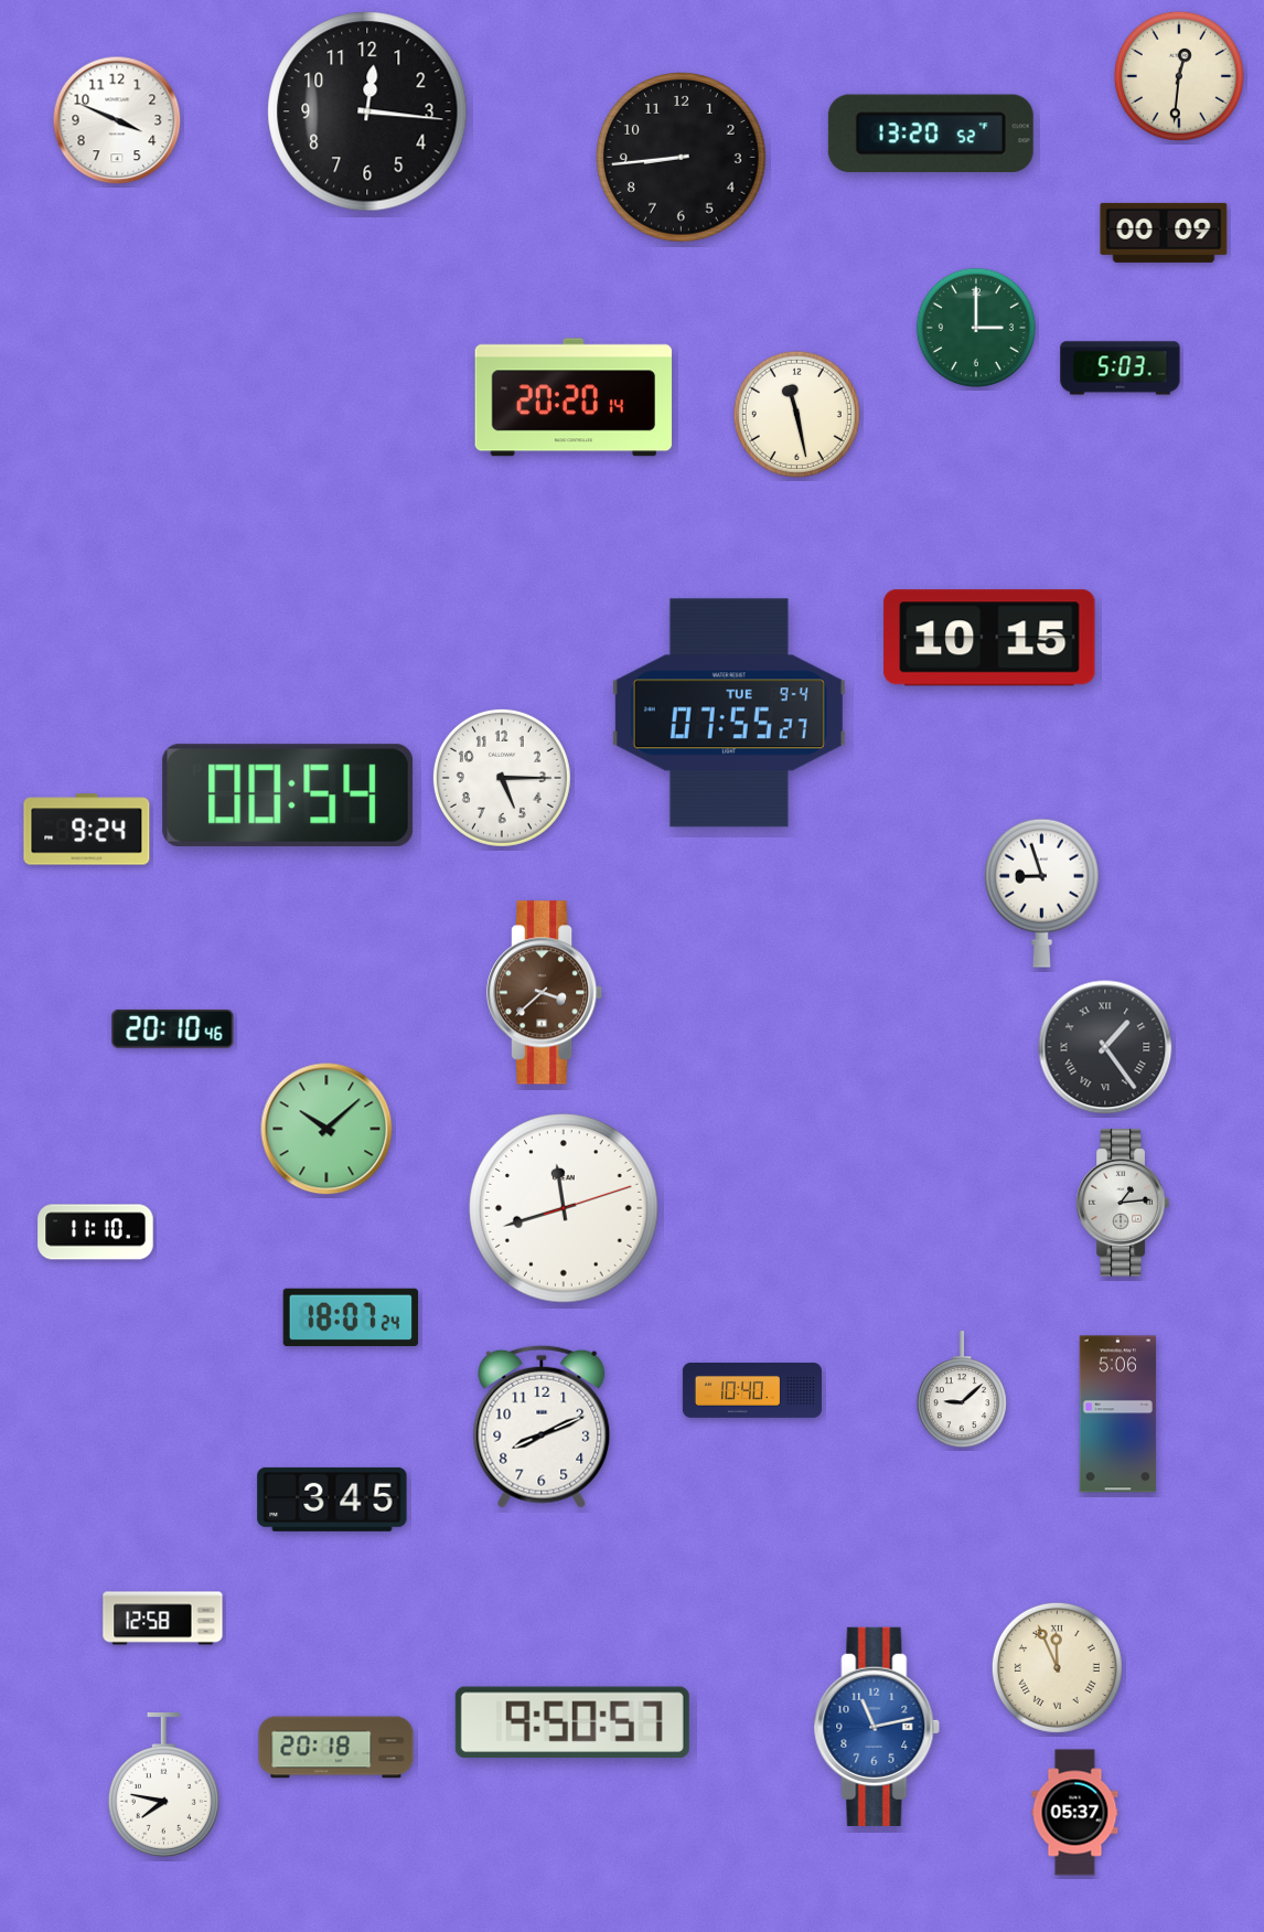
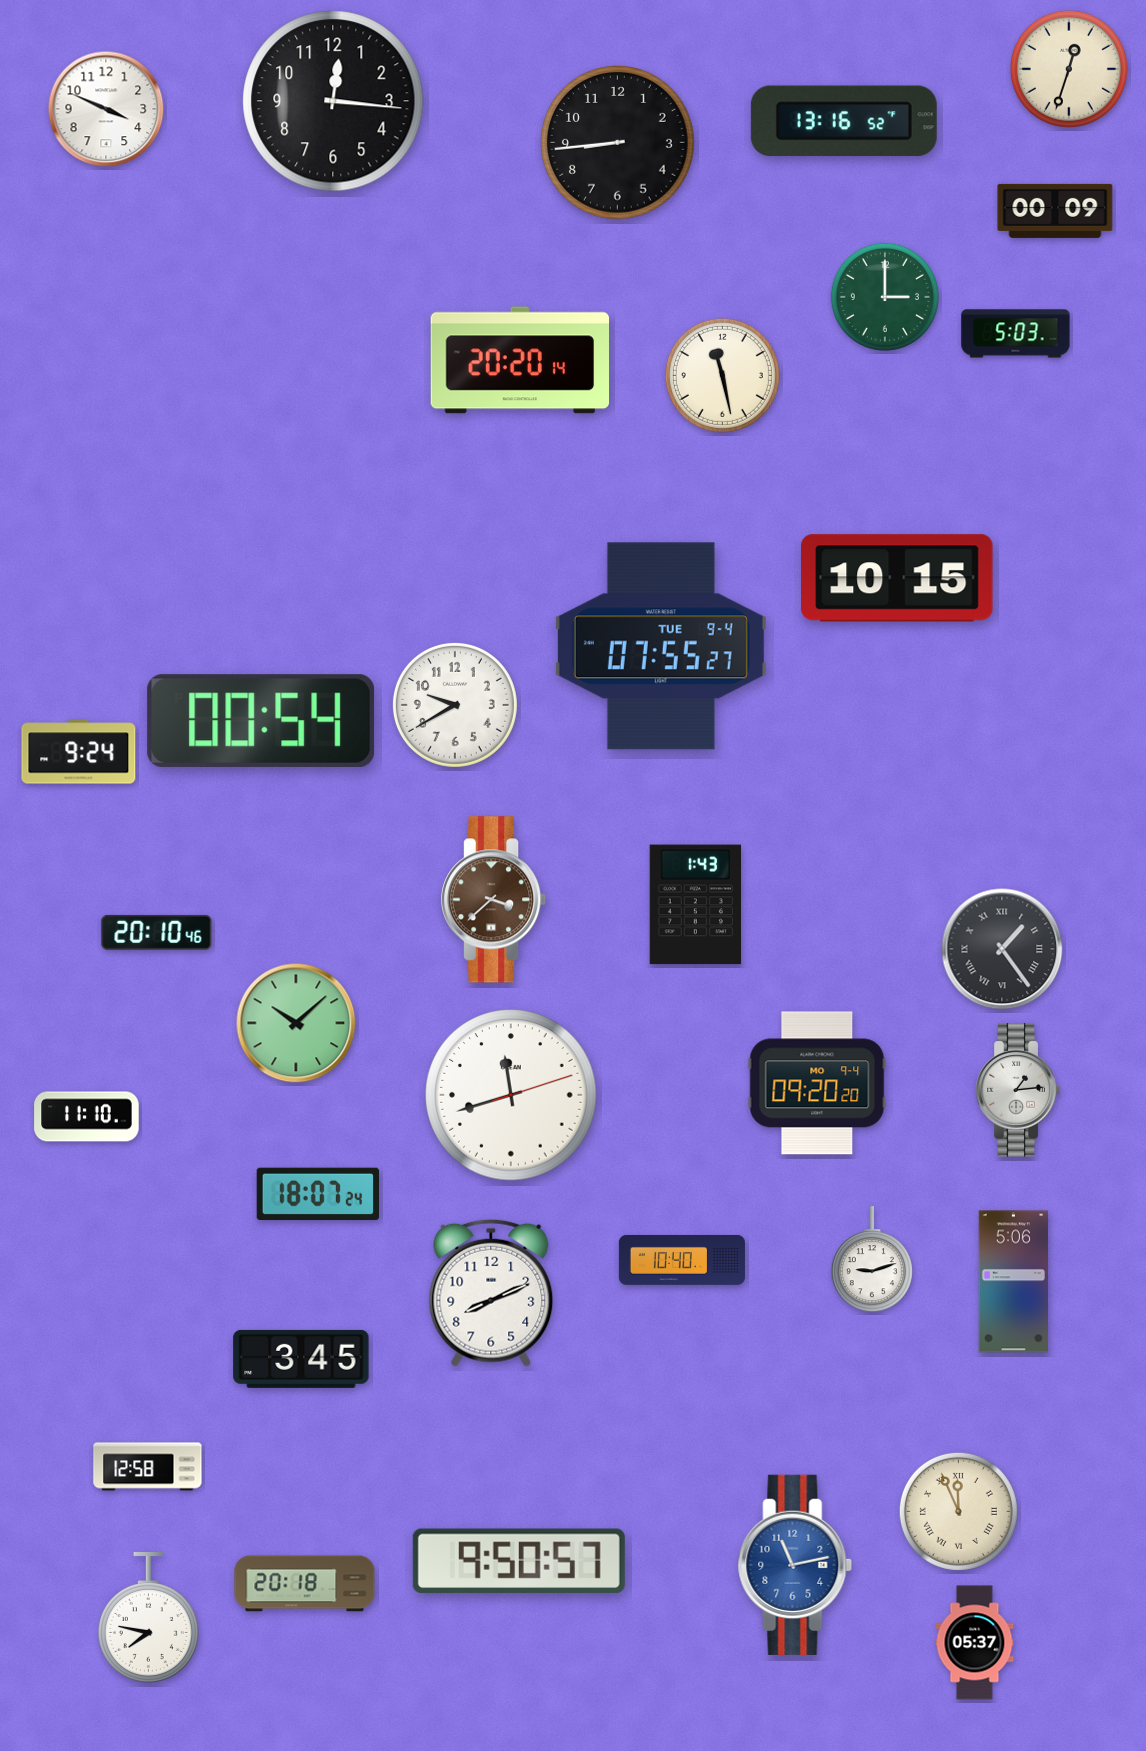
clock at (1179, 76): 12:31 -> 12:33
clock at (931, 132): 13:20 -> 13:16
clock at (502, 778): 5:15 -> 9:40
clock at (1041, 893): 8:57 -> none
clock at (695, 905): none -> 1:43
clock at (817, 1083): none -> 09:20
clock at (962, 1390): 9:08 -> 9:12
